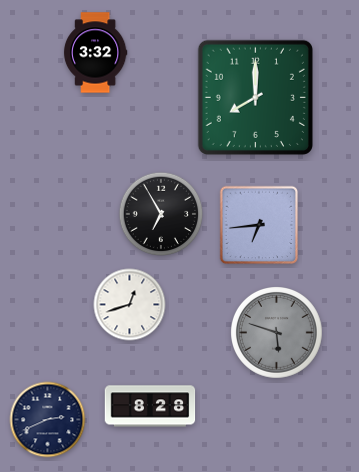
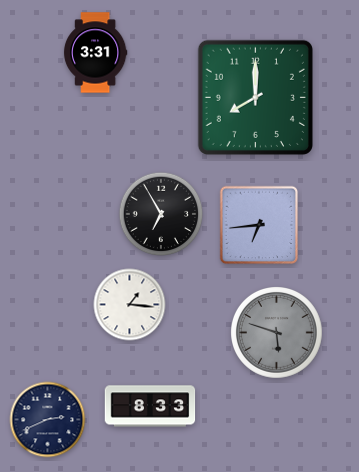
clock at (95, 53): 3:32 -> 3:31
clock at (130, 305): 12:42 -> 1:16
clock at (150, 406): 8:28 -> 8:33
